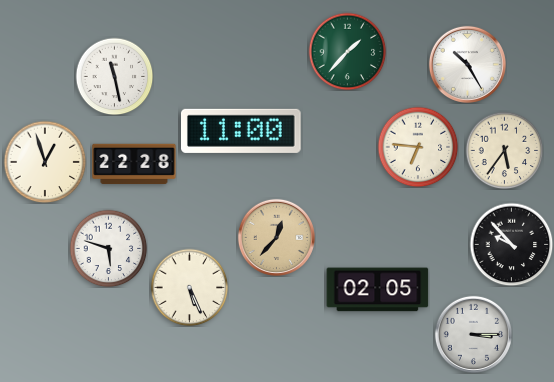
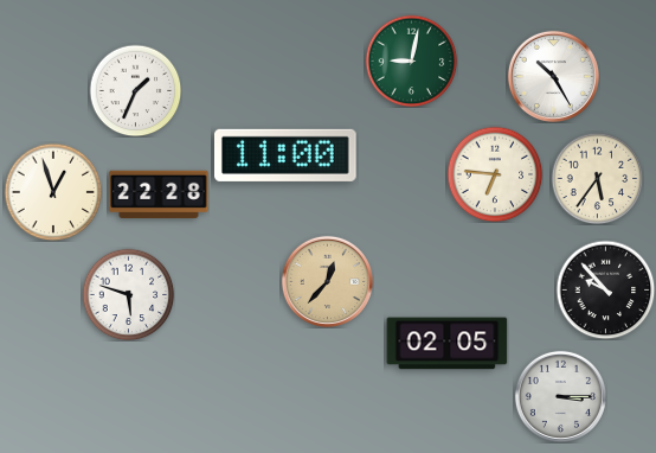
clock at (347, 51): 1:37 -> 9:02
clock at (114, 76): 11:28 -> 1:34
clock at (189, 287): 5:26 -> none
